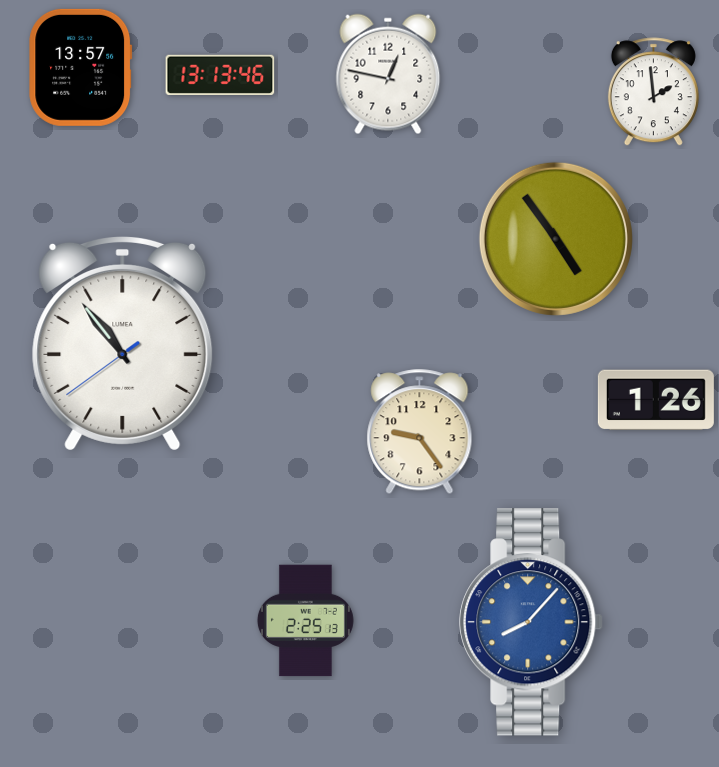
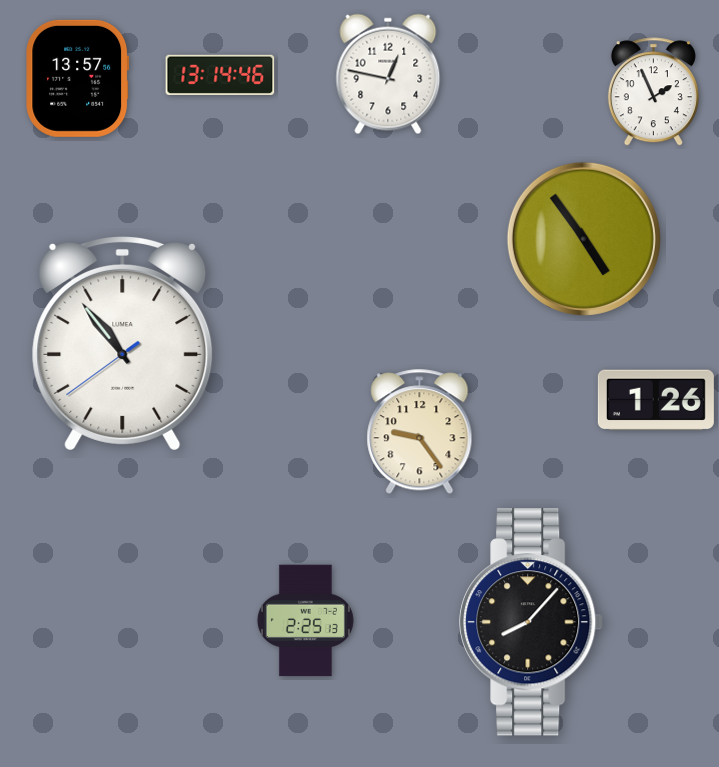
clock at (81, 67) position: (81, 67) -> (78, 78)
clock at (220, 74): 13:13 -> 13:14
clock at (653, 92): 1:59 -> 1:56
clock at (556, 239) position: (556, 239) -> (584, 239)
clock at (531, 622) dial: blue -> black
